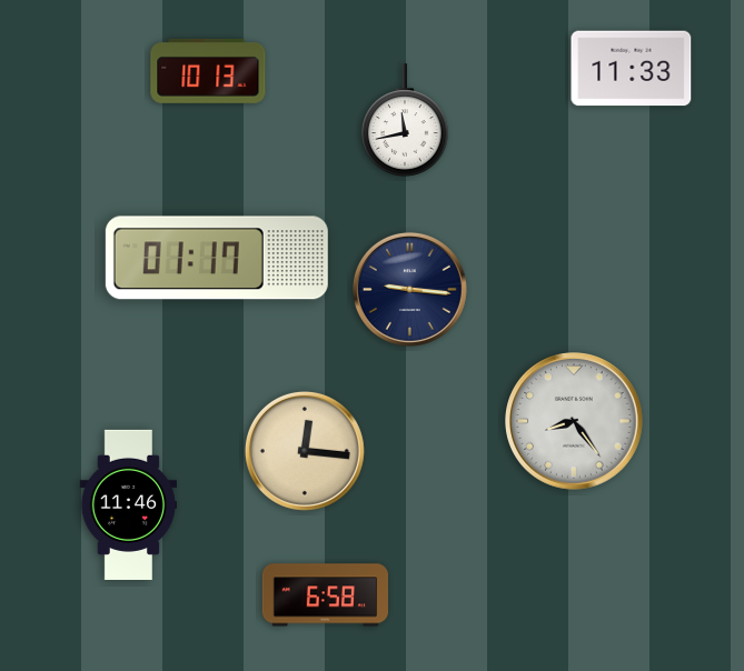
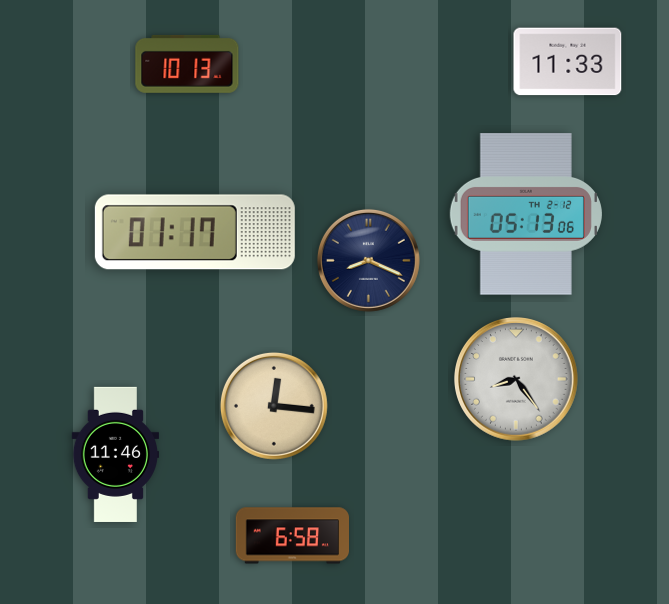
clock at (405, 120): 11:43 -> none
clock at (526, 214): none -> 05:13
clock at (409, 289): 9:16 -> 8:19
